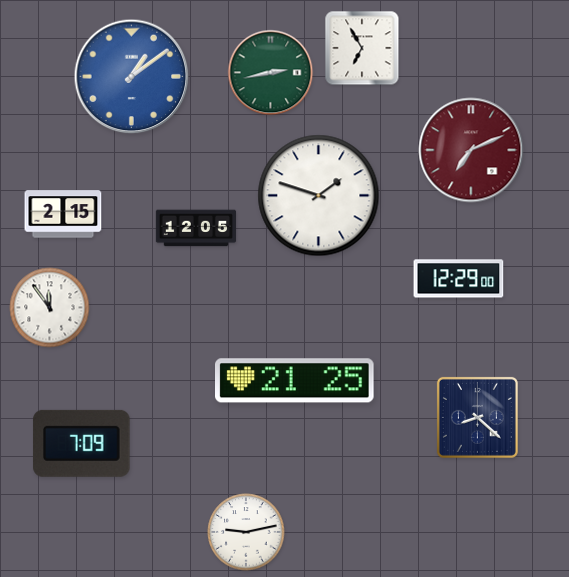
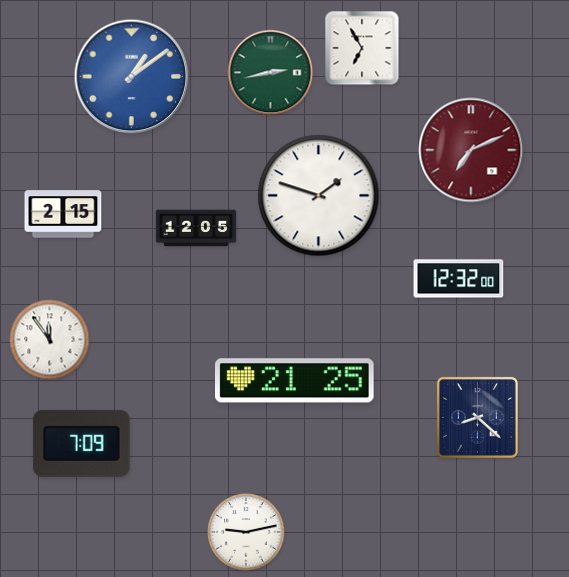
clock at (459, 279): 12:29 -> 12:32
clock at (50, 308) position: (50, 308) -> (50, 340)
